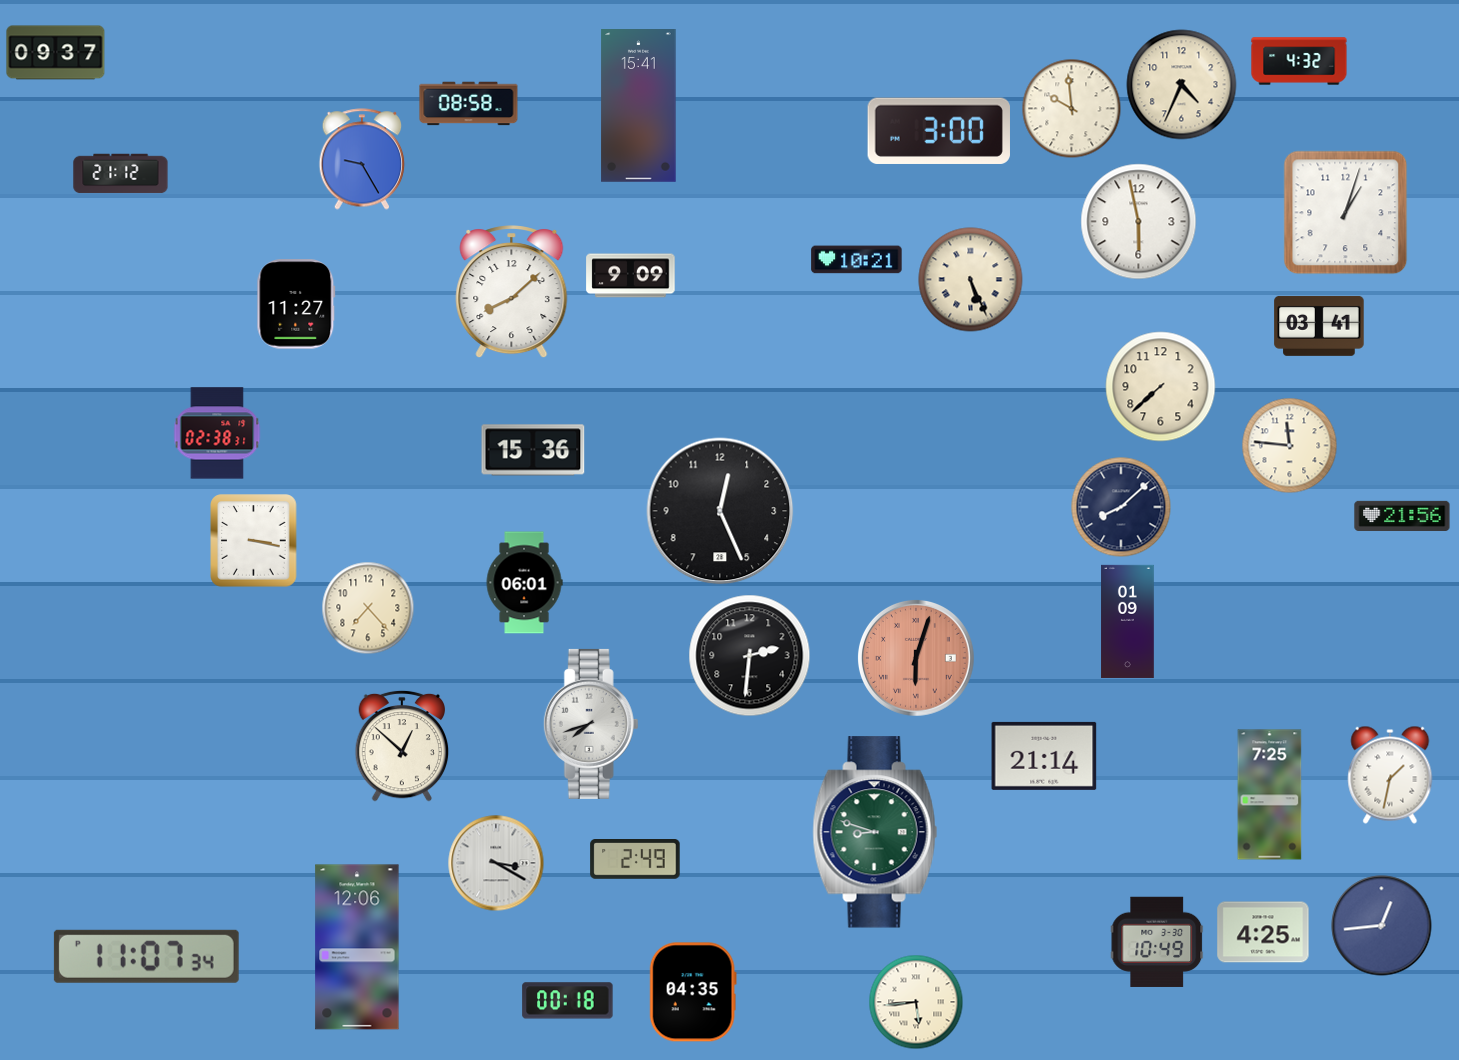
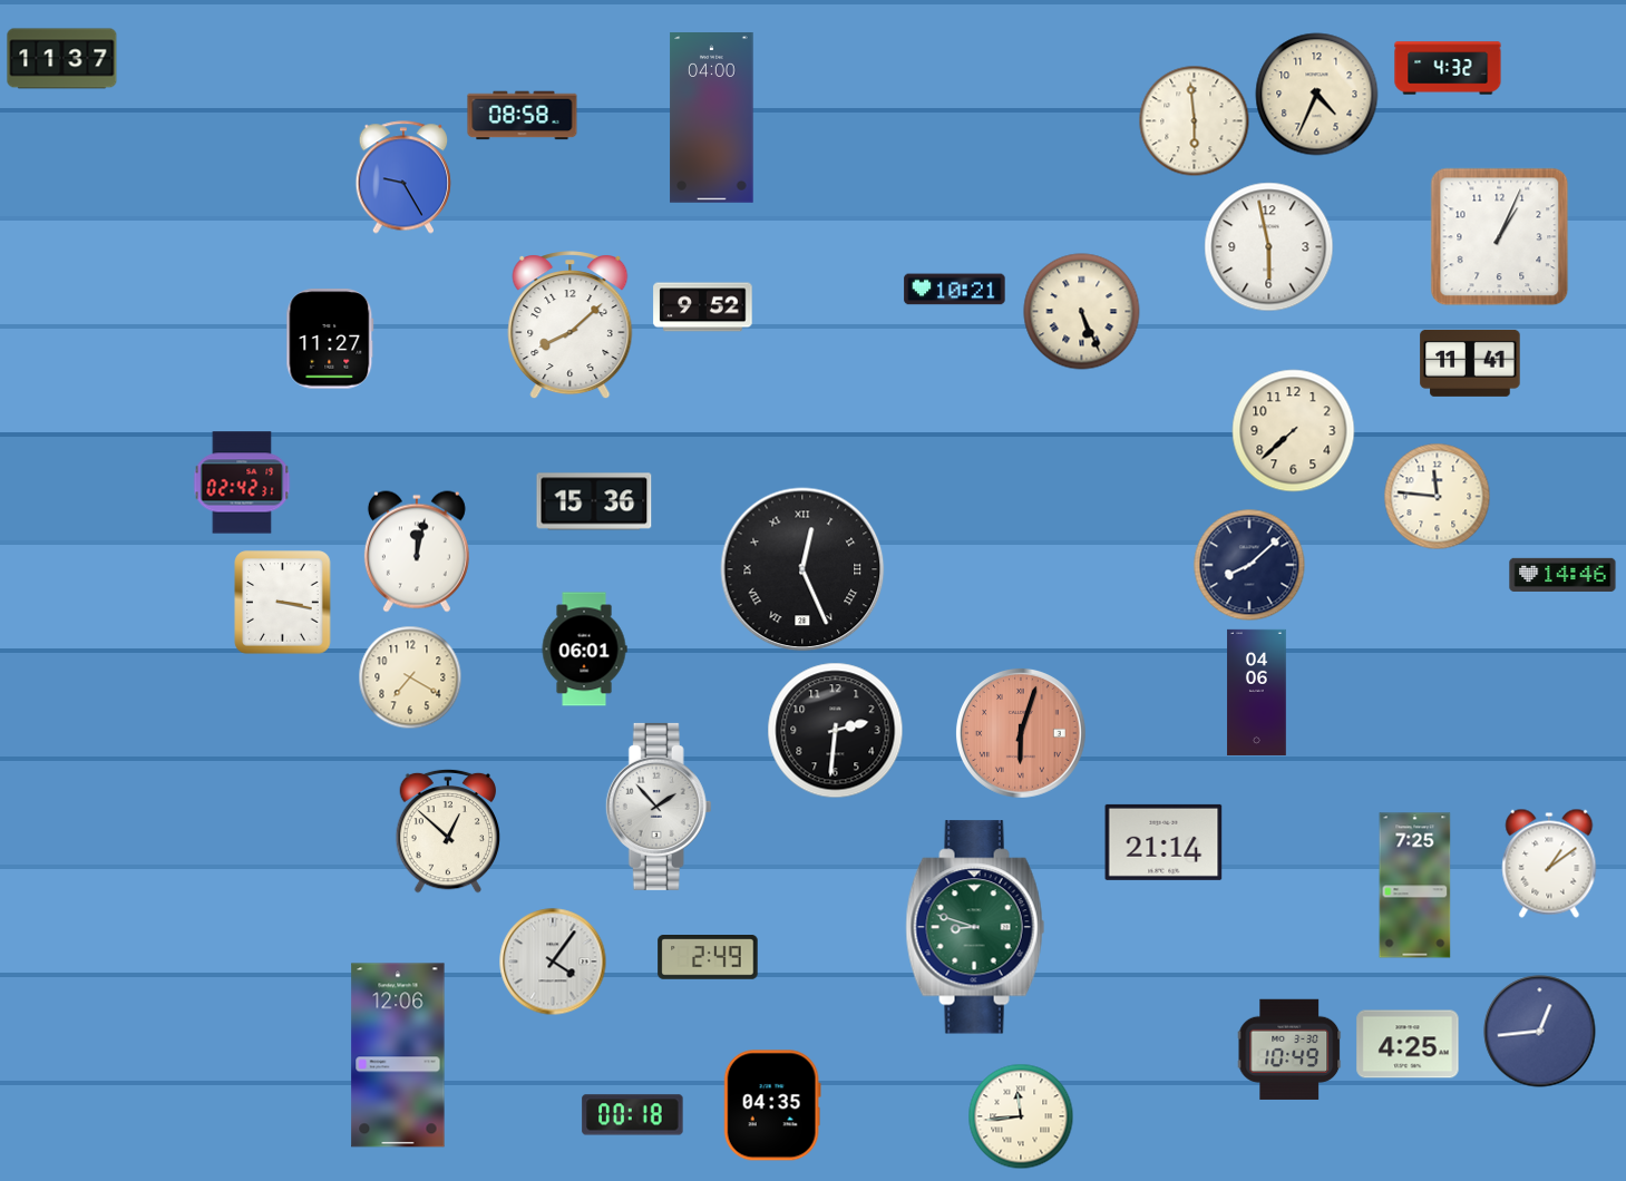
clock at (56, 53): 09:37 -> 11:37
clock at (639, 106): 15:41 -> 04:00
clock at (1072, 109): 9:59 -> 5:59
clock at (939, 130): 3:00 -> none
clock at (121, 174): 21:12 -> none
clock at (1346, 213): 1:03 -> 1:04
clock at (631, 276): 9:09 -> 9:52
clock at (1319, 326): 03:41 -> 11:41
clock at (217, 433): 02:38 -> 02:42
clock at (417, 552): none -> 12:02
clock at (720, 511) numerals: Arabic -> Roman
clock at (1402, 516): 21:56 -> 14:46
clock at (368, 608): 7:23 -> 7:20
clock at (1128, 621): 01:09 -> 04:06
clock at (591, 724): 7:42 -> 1:53
clock at (1390, 775): 1:32 -> 1:09
clock at (496, 863): 3:20 -> 4:06
clock at (1263, 932) position: (1263, 932) -> (1408, 1044)
clock at (146, 956): 11:07 -> none
clock at (916, 1002): 5:44 -> 11:44
